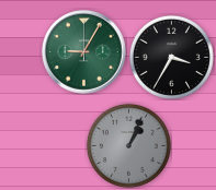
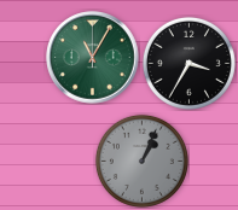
clock at (84, 52): 9:05 -> 11:05
